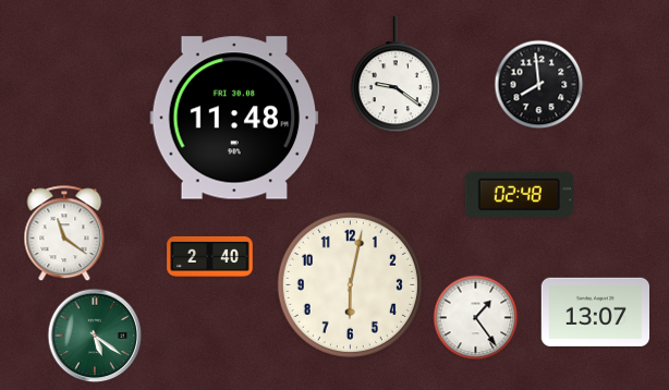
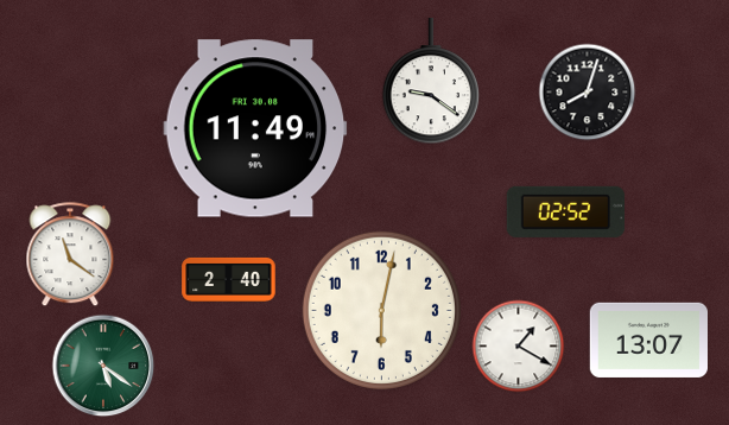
clock at (539, 85): 7:59 -> 8:03
clock at (234, 118): 11:48 -> 11:49
clock at (519, 194): 02:48 -> 02:52
clock at (476, 318): 1:24 -> 1:20
